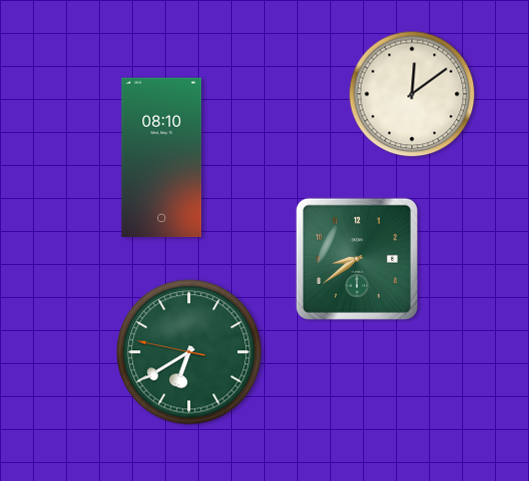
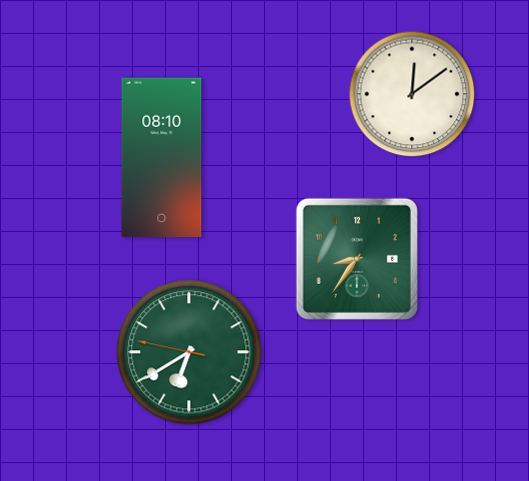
clock at (357, 259): 8:39 -> 8:36
